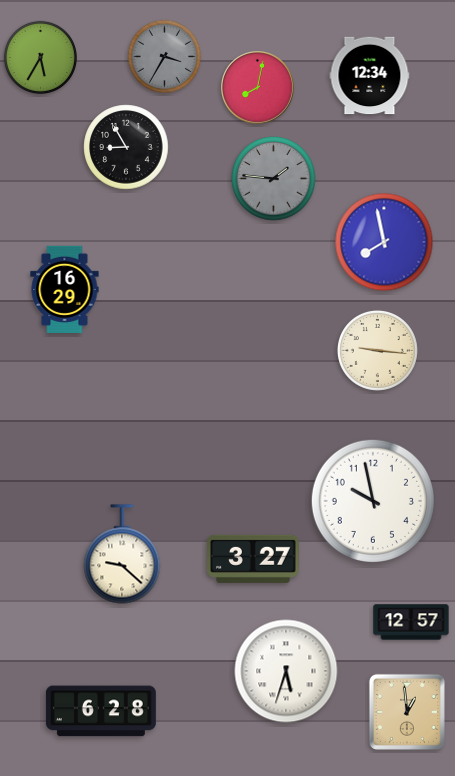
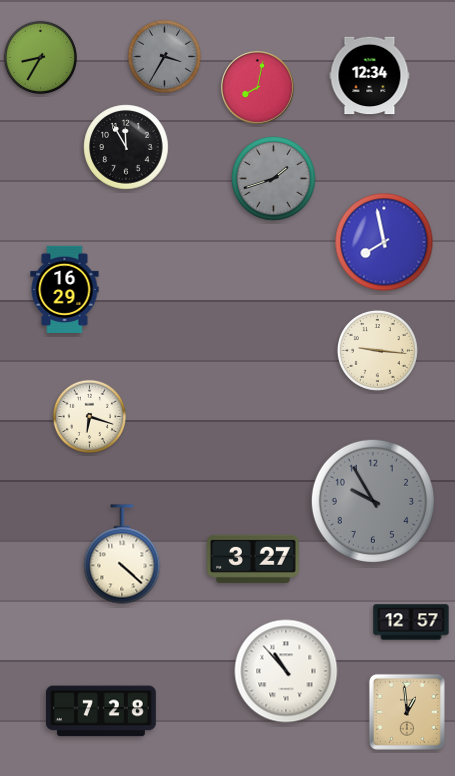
clock at (40, 57): 5:35 -> 8:35
clock at (126, 147): 8:55 -> 11:55
clock at (274, 179): 1:46 -> 1:42
clock at (89, 416): none -> 6:18
clock at (373, 501): 9:58 -> 9:55
clock at (373, 501) dial: white -> grey
clock at (122, 554): 9:22 -> 4:22
clock at (286, 671): 5:33 -> 10:53
clock at (101, 711): 6:28 -> 7:28
